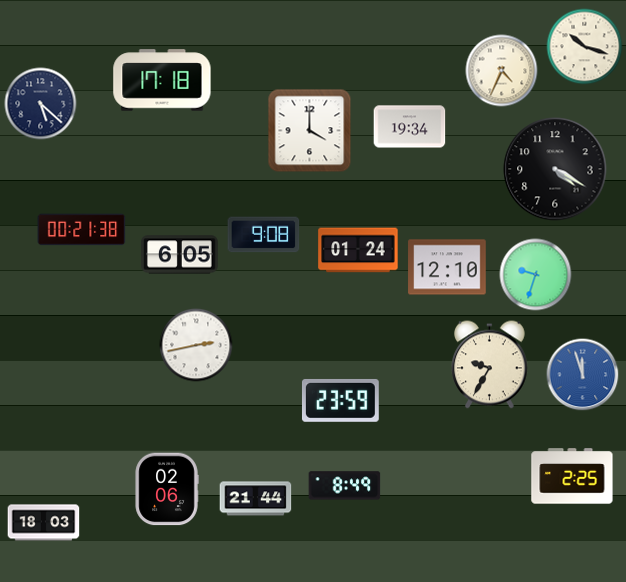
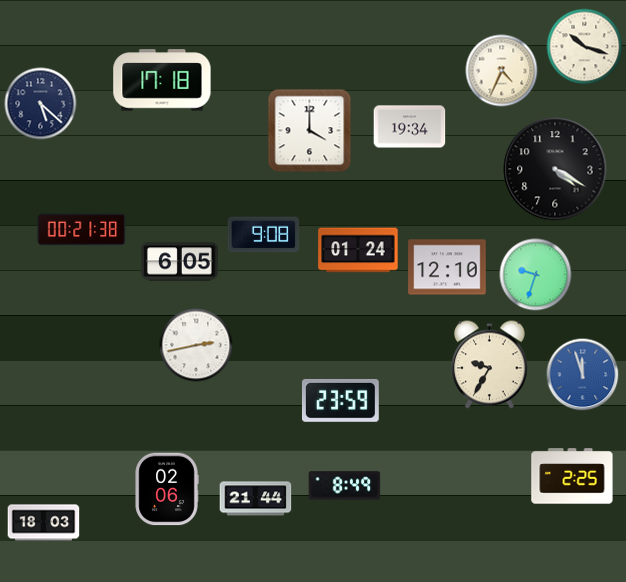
clock at (180, 255) position: (180, 255) -> (180, 262)
